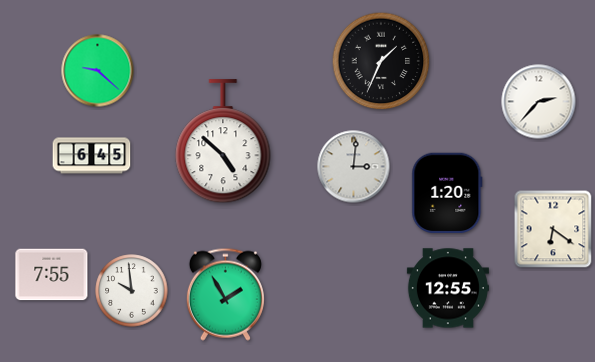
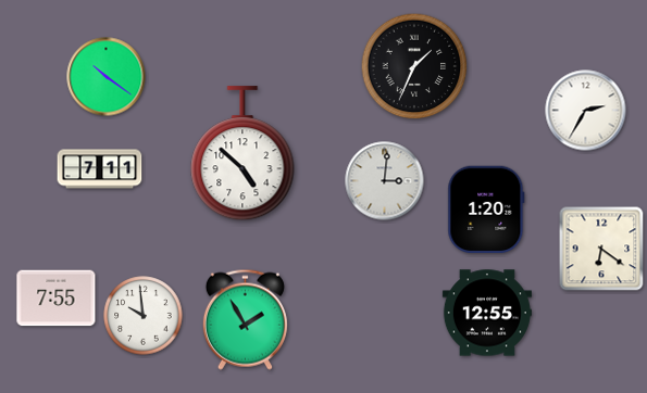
clock at (98, 71): 9:22 -> 10:21
clock at (539, 102): 2:37 -> 2:35
clock at (92, 156): 6:45 -> 7:11
